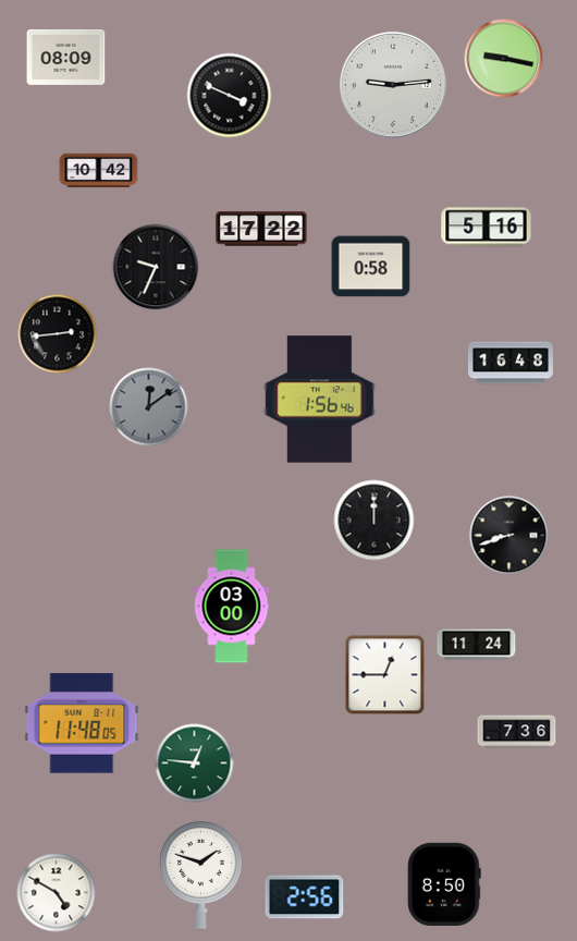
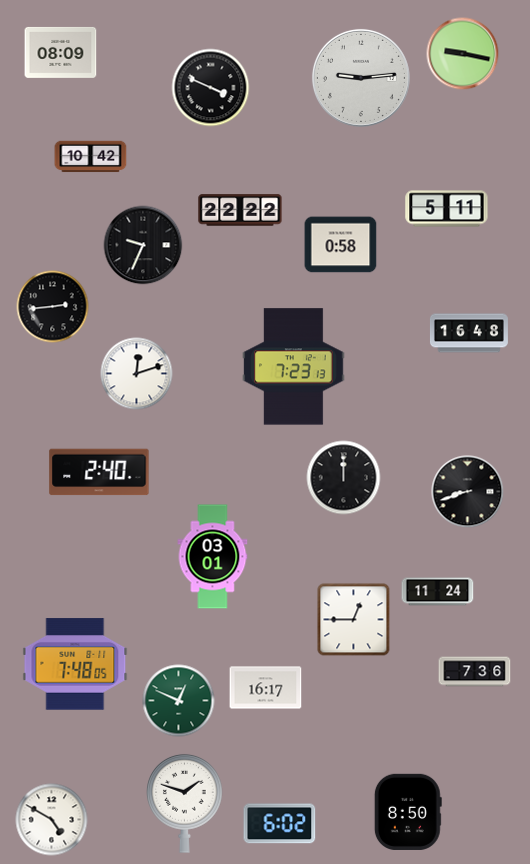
clock at (487, 228): 5:16 -> 5:11
clock at (261, 229): 17:22 -> 22:22
clock at (320, 400): 1:56 -> 7:23
clock at (149, 407): 12:09 -> 12:12
clock at (149, 407) dial: grey -> white
clock at (99, 472): none -> 2:40
clock at (232, 607): 03:00 -> 03:01
clock at (82, 723): 11:48 -> 7:48
clock at (266, 688): none -> 16:17
clock at (195, 763): 12:46 -> 12:49
clock at (305, 897): 2:56 -> 6:02
